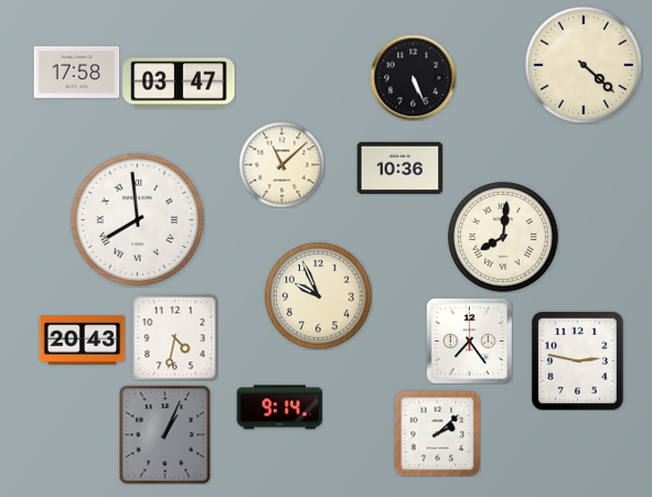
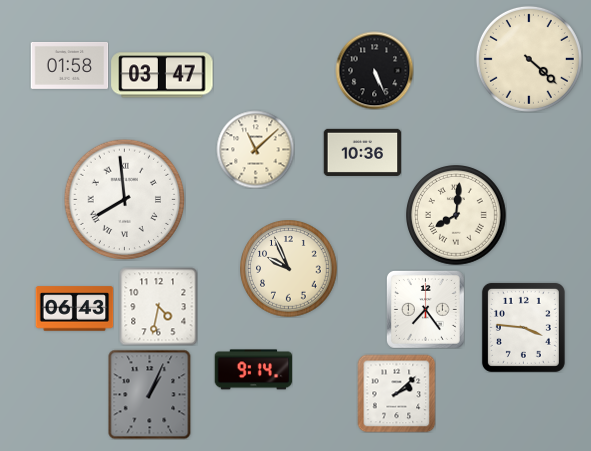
clock at (76, 72): 17:58 -> 01:58
clock at (82, 341): 20:43 -> 06:43
clock at (577, 360): 2:47 -> 3:46
